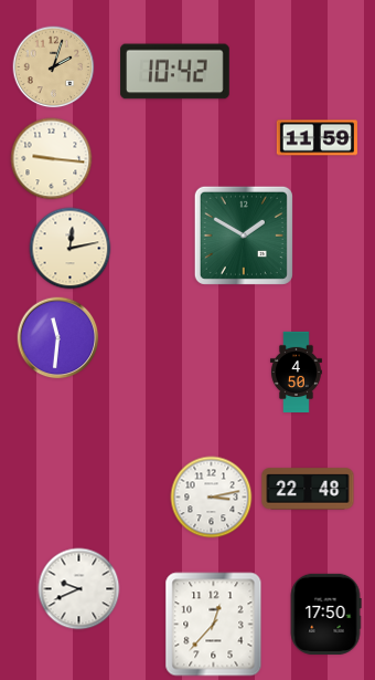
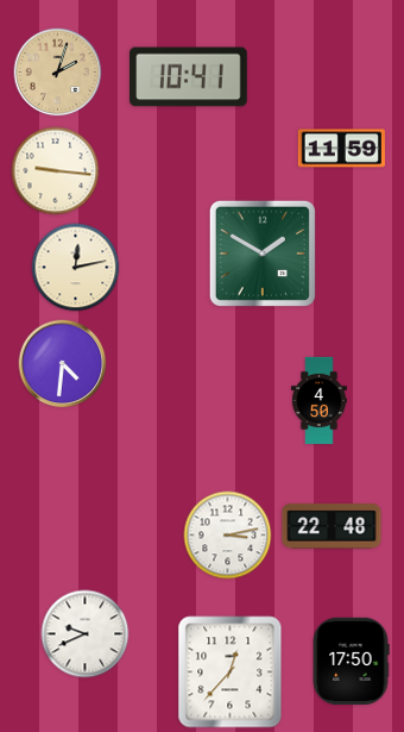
clock at (175, 72): 10:42 -> 10:41
clock at (58, 338): 11:31 -> 4:31
